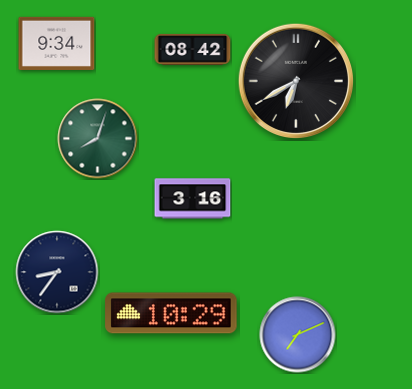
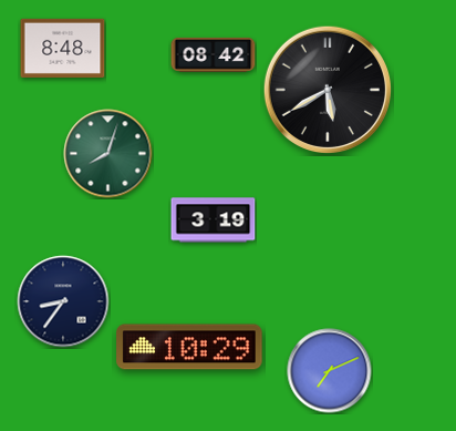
clock at (57, 43): 9:34 -> 8:48
clock at (295, 80): 6:40 -> 5:40
clock at (193, 199): 3:16 -> 3:19
